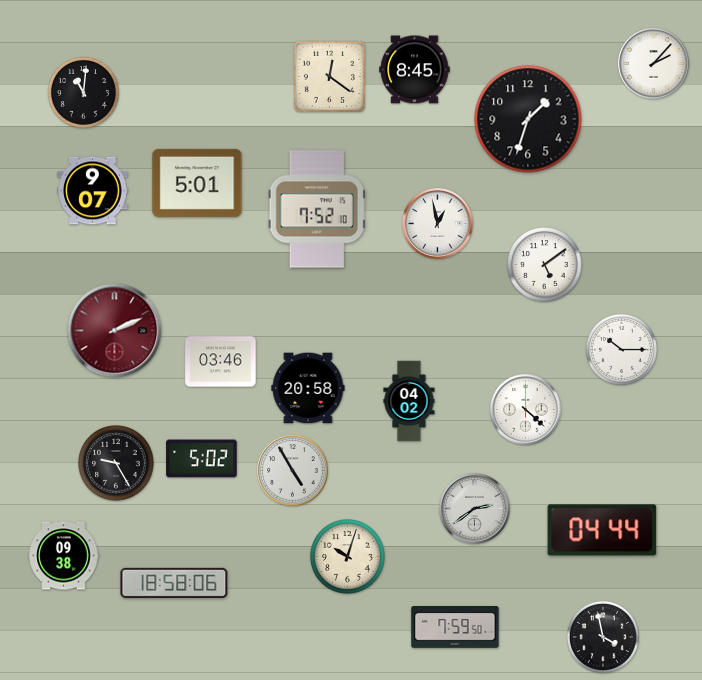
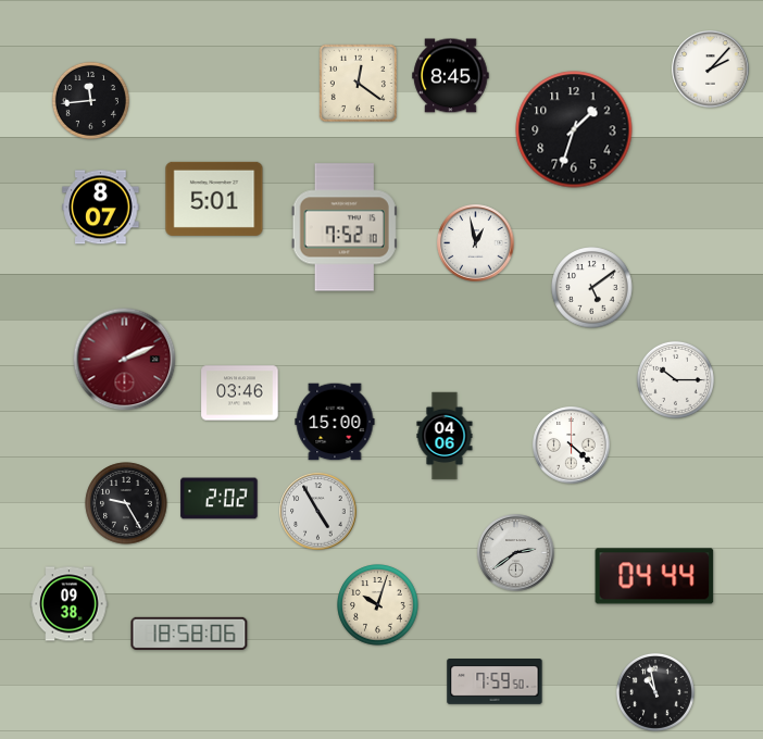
clock at (83, 92): 11:01 -> 11:44
clock at (93, 191): 9:07 -> 8:07
clock at (308, 388): 20:58 -> 15:00
clock at (409, 401): 04:02 -> 04:06
clock at (202, 459): 5:02 -> 2:02
clock at (603, 637): 3:58 -> 10:58
